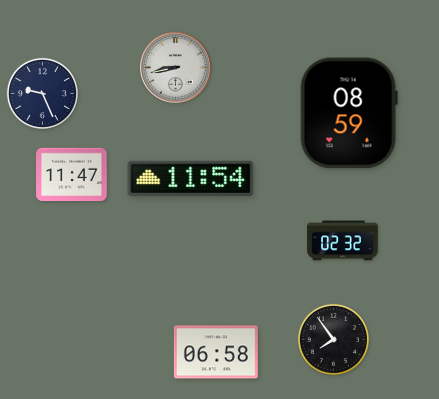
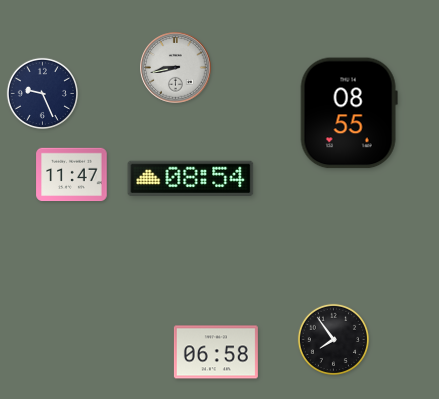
clock at (349, 113): 08:59 -> 08:55
clock at (191, 179): 11:54 -> 08:54
clock at (343, 241): 02:32 -> none
